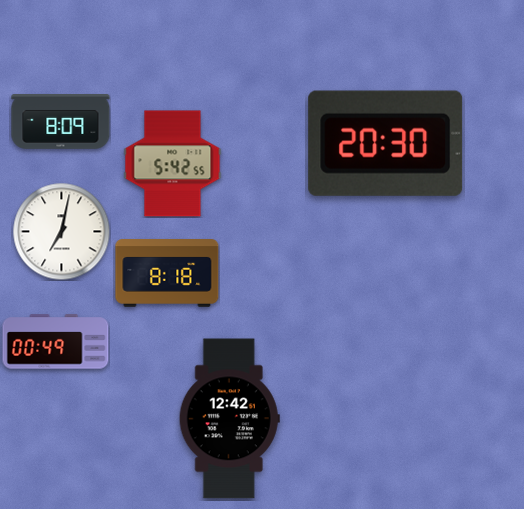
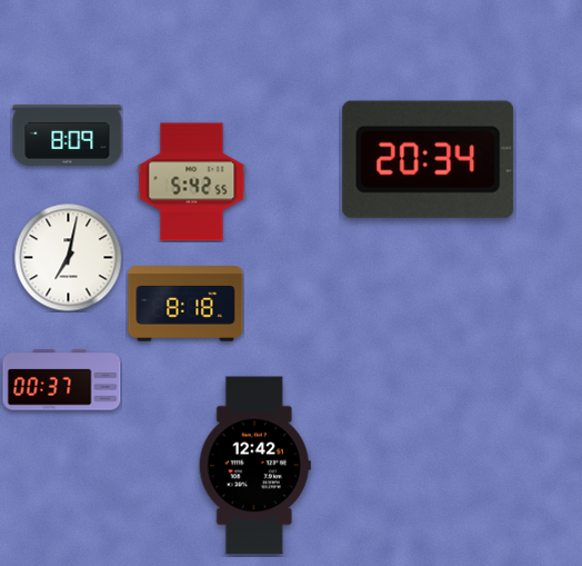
clock at (386, 143): 20:30 -> 20:34
clock at (56, 342): 00:49 -> 00:37
